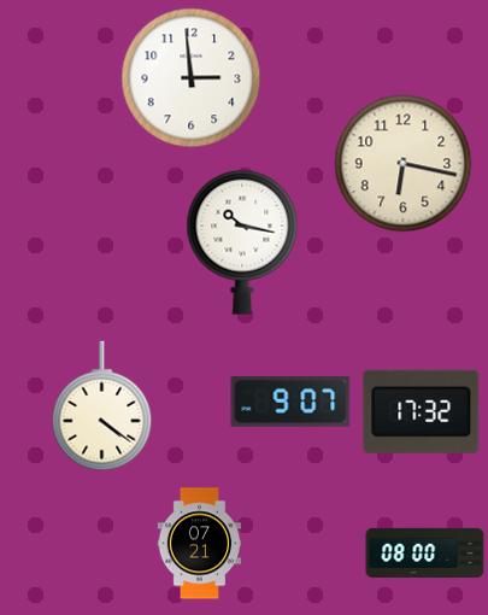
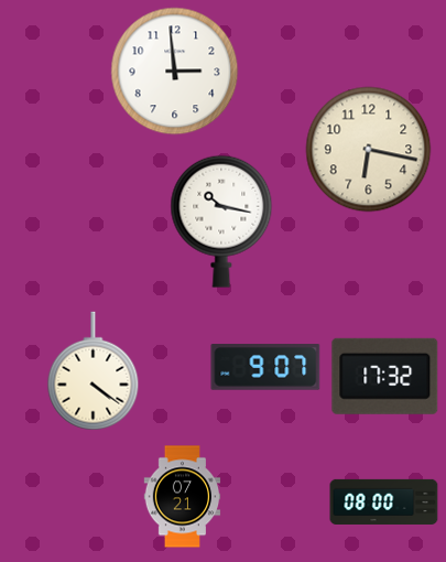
clock at (425, 552) position: (425, 552) -> (384, 501)
